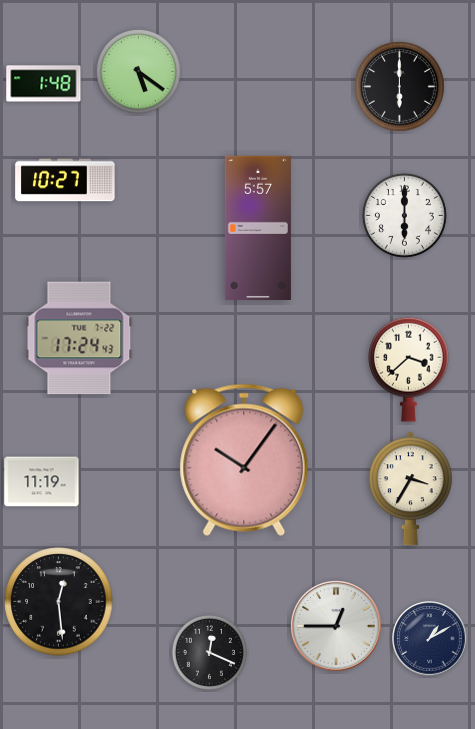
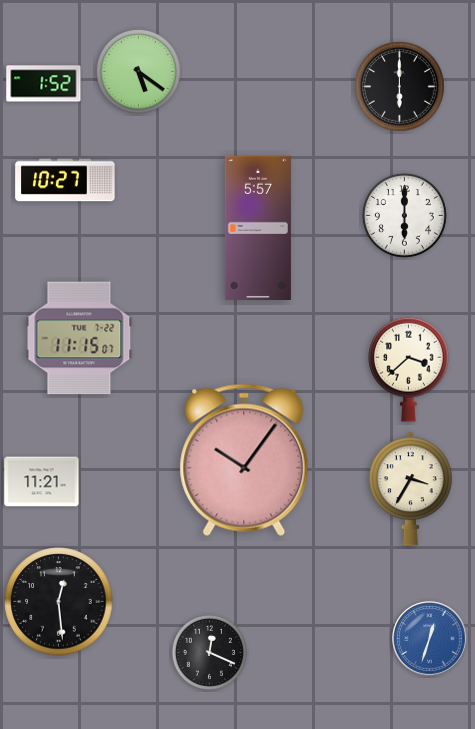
clock at (44, 84): 1:48 -> 1:52
clock at (79, 338): 17:24 -> 11:15
clock at (42, 482): 11:19 -> 11:21
clock at (336, 626): 12:45 -> none
clock at (430, 639): 1:10 -> 12:33
clock at (430, 639) dial: navy -> blue
